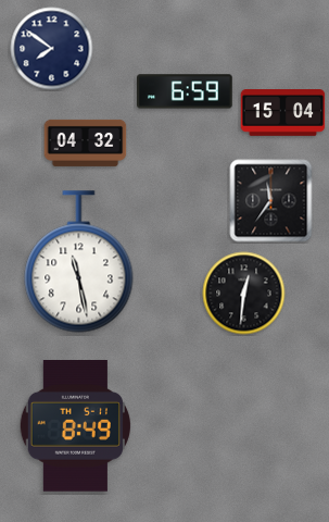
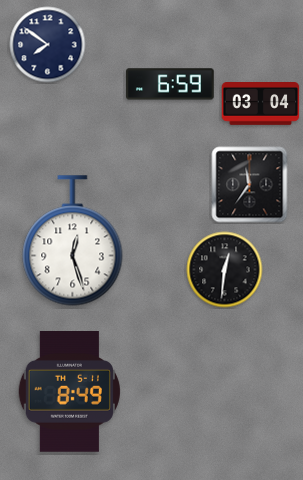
clock at (283, 113): 15:04 -> 03:04
clock at (86, 142): 04:32 -> none
clock at (79, 262): 11:28 -> 12:27
